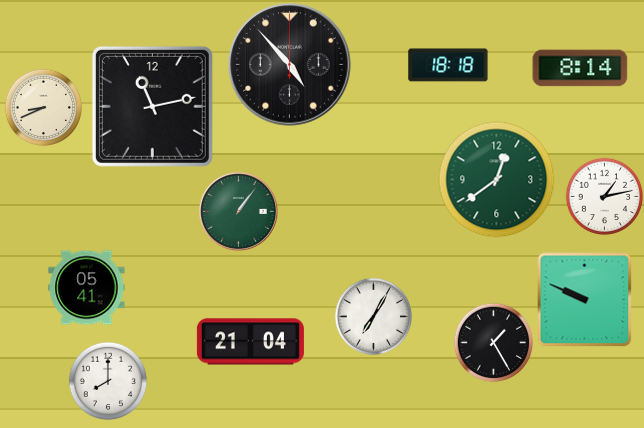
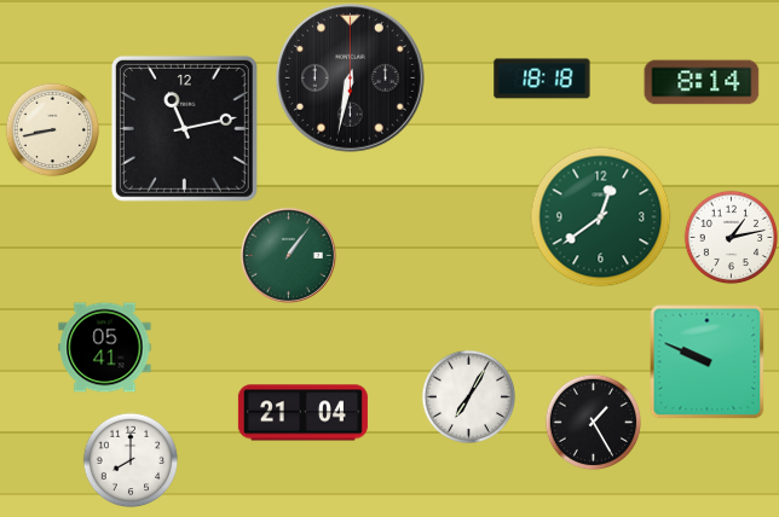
clock at (290, 65): 4:53 -> 6:32
clock at (43, 107): 8:41 -> 8:43
clock at (373, 316) position: (373, 316) -> (468, 396)
clock at (493, 342) position: (493, 342) -> (593, 422)
